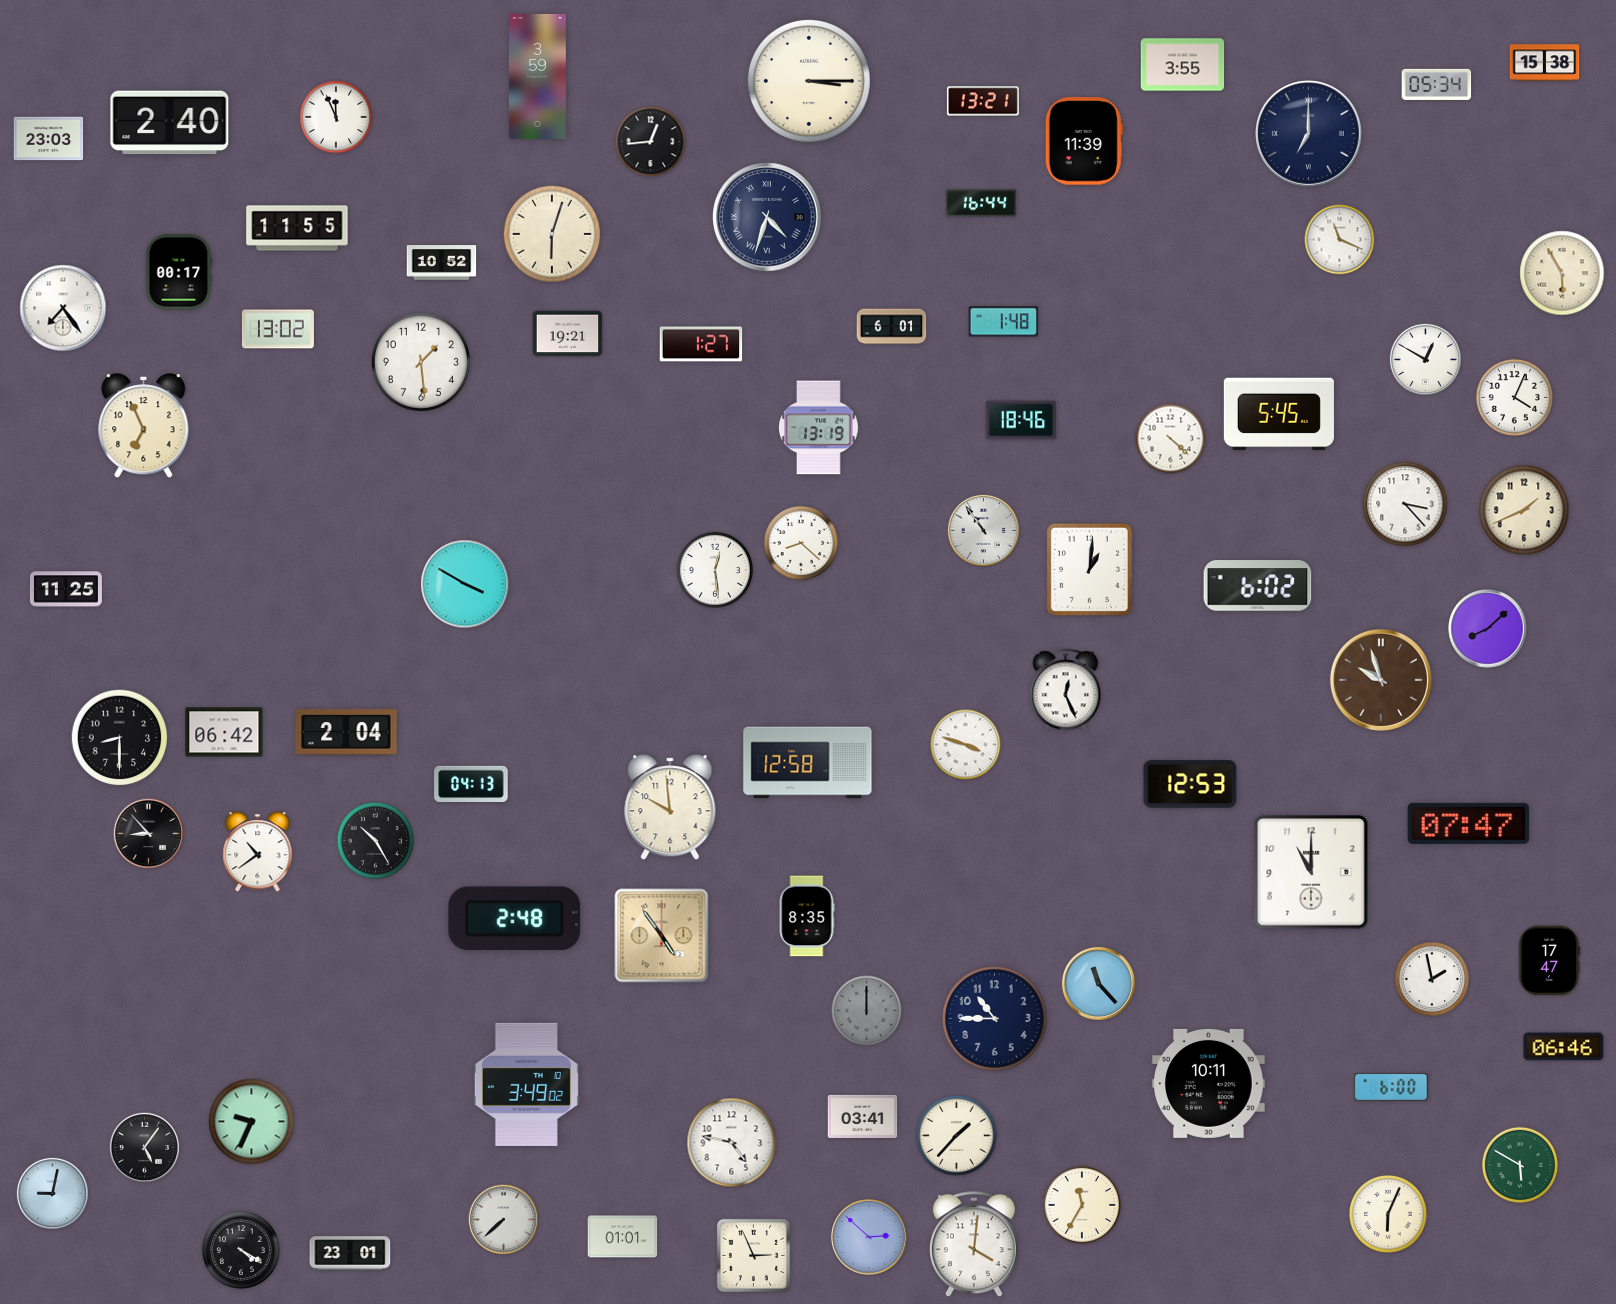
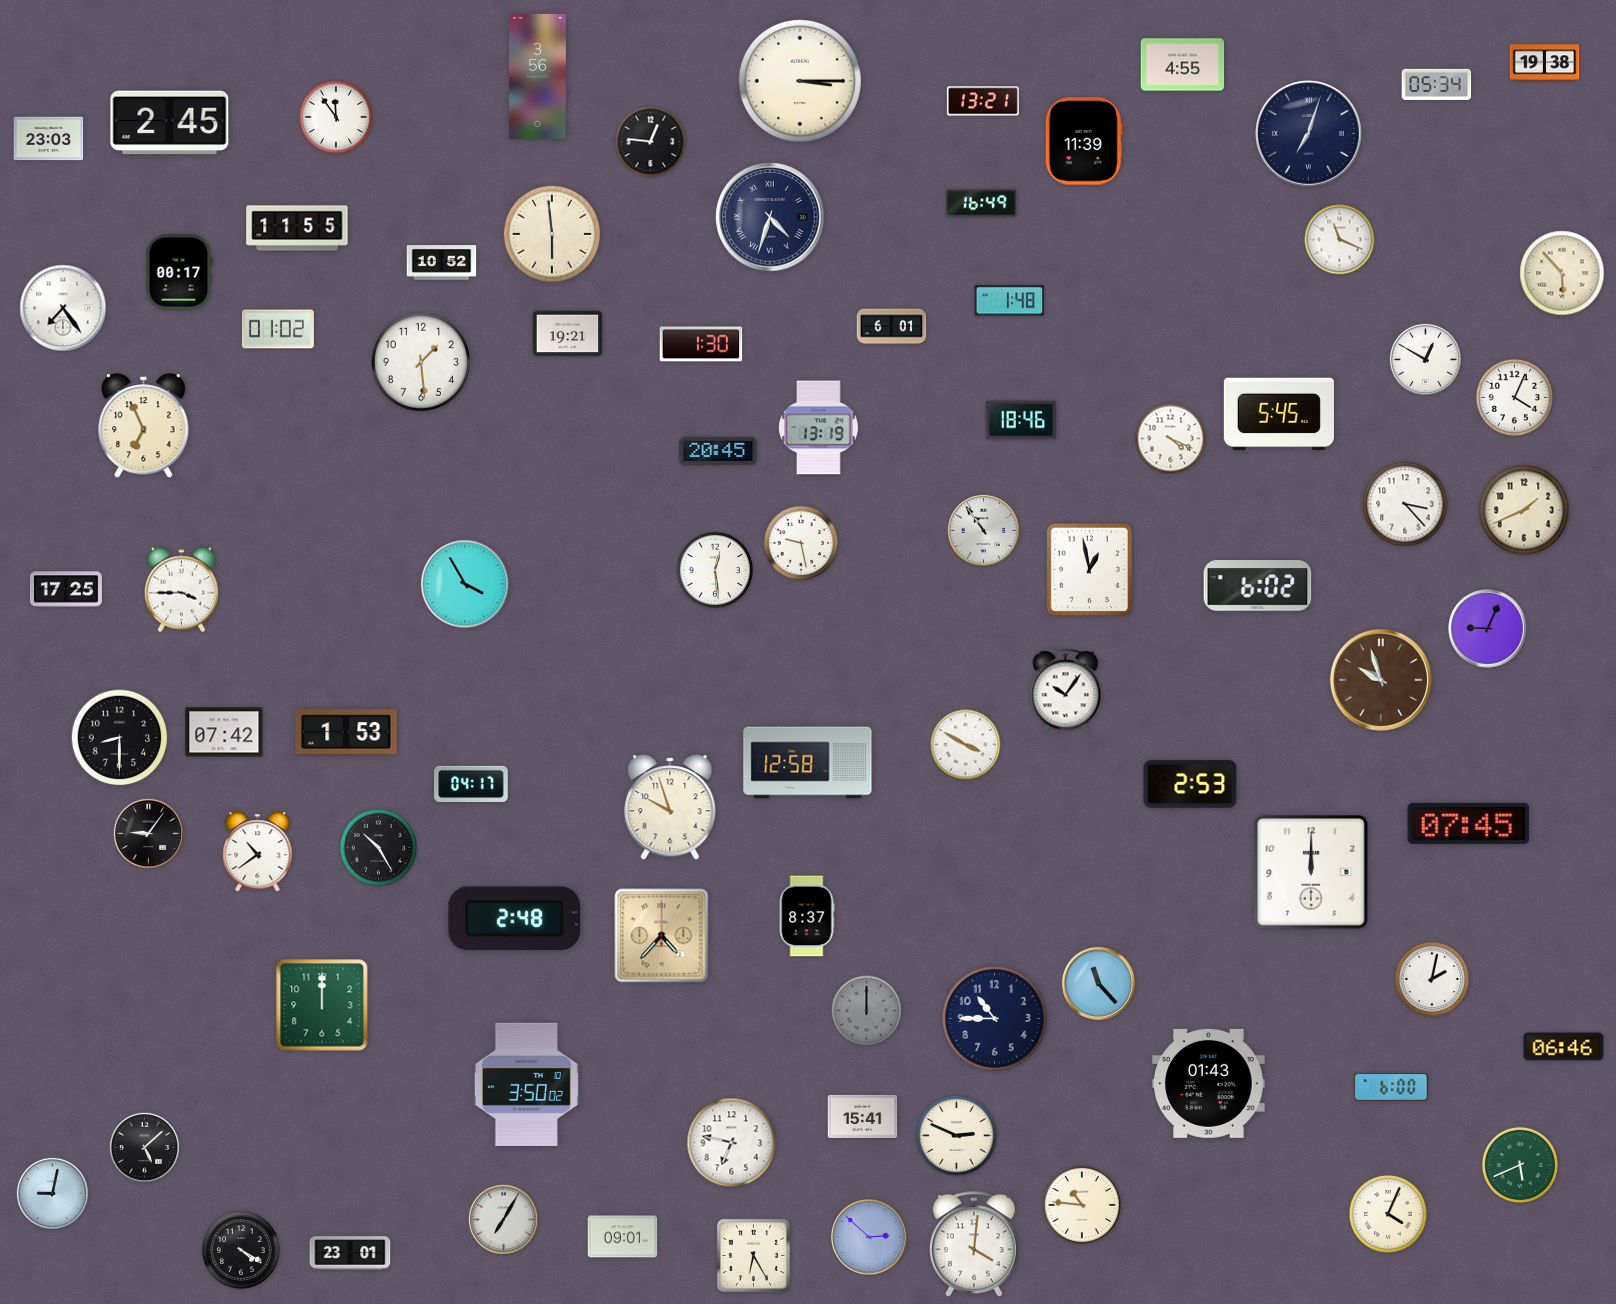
clock at (1545, 63): 15:38 -> 19:38
clock at (1183, 65): 3:55 -> 4:55
clock at (538, 76): 3:59 -> 3:56
clock at (809, 81) position: (809, 81) -> (800, 81)
clock at (336, 117): 11:56 -> 11:54
clock at (170, 123): 2:40 -> 2:45
clock at (1309, 134): 7:00 -> 7:03
clock at (651, 142): 12:44 -> 12:46
clock at (981, 203): 16:44 -> 16:49
clock at (767, 217) position: (767, 217) -> (770, 217)
clock at (552, 234): 6:03 -> 5:59
clock at (1562, 273): 5:55 -> 5:53
clock at (1004, 322) position: (1004, 322) -> (1010, 301)
clock at (278, 329): 13:02 -> 01:02
clock at (701, 344): 1:27 -> 1:30
clock at (1171, 439): 4:22 -> 4:19
clock at (718, 451): none -> 20:45
clock at (801, 543): 8:22 -> 9:28
clock at (1089, 569): 1:01 -> 12:58
clock at (465, 584): 3:50 -> 3:55
clock at (66, 589): 11:25 -> 17:25
clock at (181, 590): none -> 3:45
clock at (1488, 629): 8:08 -> 9:04
clock at (1066, 691): 12:26 -> 10:06
clock at (224, 732): 06:42 -> 07:42
clock at (346, 732): 2:04 -> 1:53
clock at (966, 745): 3:48 -> 3:50
clock at (471, 783): 04:13 -> 04:17
clock at (1190, 784): 12:53 -> 2:53
clock at (670, 807): 9:59 -> 9:57
clock at (1469, 823): 07:47 -> 07:45
clock at (149, 834): 8:53 -> 9:06
clock at (375, 840) position: (375, 840) -> (378, 847)
clock at (1311, 872): 11:00 -> 12:00
clock at (807, 916): 8:35 -> 8:37
clock at (662, 936): 4:54 -> 4:37
clock at (1549, 961): 17:47 -> none
clock at (1432, 979): 1:58 -> 2:02
clock at (322, 1005): none -> 12:00
clock at (1209, 1083): 10:11 -> 01:43
clock at (526, 1084): 3:49 -> 3:50
clock at (863, 1116): 03:41 -> 15:41
clock at (252, 1122): 9:34 -> none
clock at (957, 1136): 1:37 -> 2:49
clock at (732, 1143): 4:47 -> 6:47
clock at (145, 1148): 5:06 -> 5:08
clock at (1519, 1164): 5:50 -> 5:41
clock at (1082, 1205): 11:35 -> 10:46
clock at (1388, 1214): 6:04 -> 4:04
clock at (504, 1220): 7:38 -> 7:05
clock at (623, 1237): 01:01 -> 09:01
clock at (753, 1255): 2:56 -> 6:25
